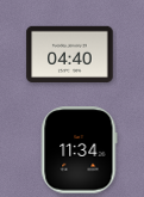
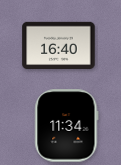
clock at (70, 54): 04:40 -> 16:40
